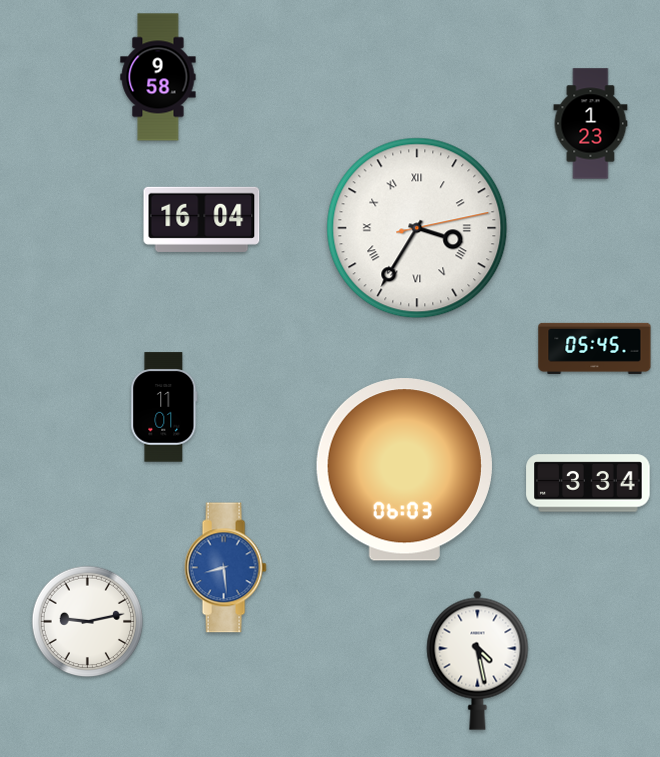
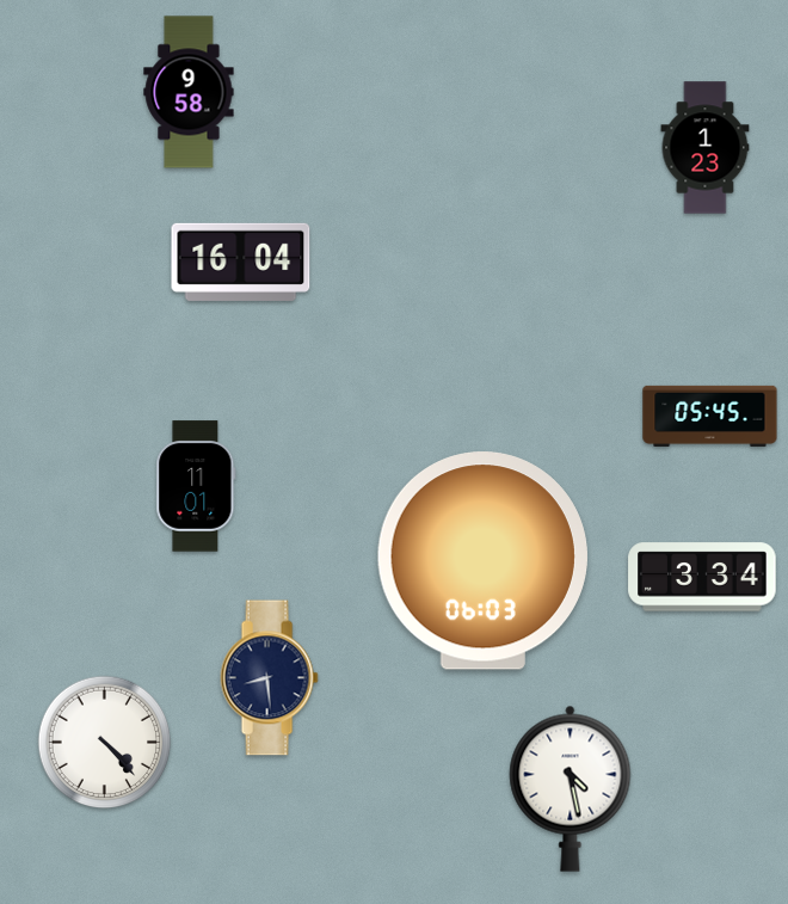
clock at (417, 228): 3:35 -> none
clock at (225, 568) dial: blue -> navy
clock at (88, 622): 9:13 -> 4:23
